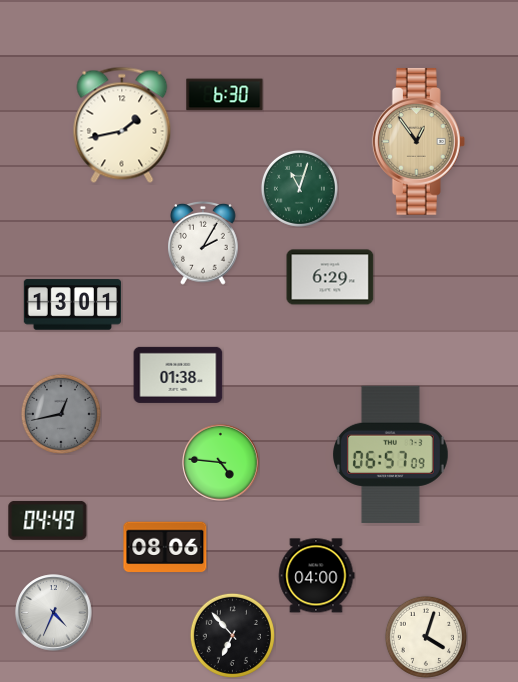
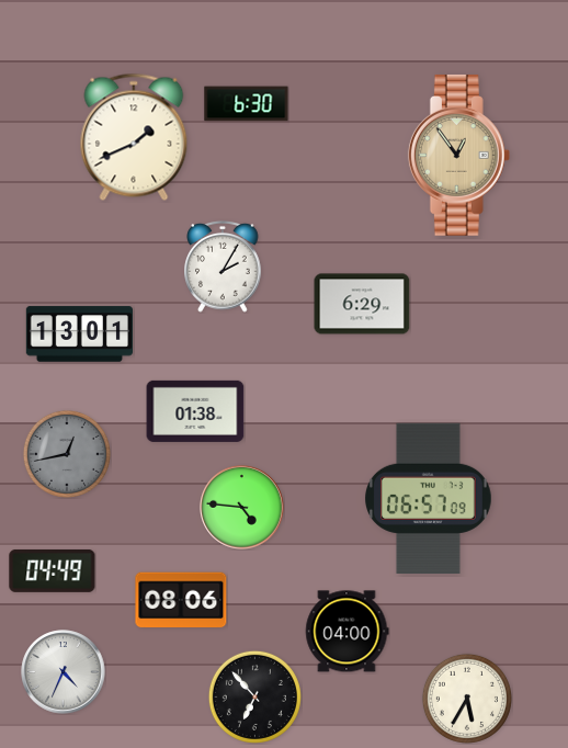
clock at (122, 125): 1:43 -> 1:41
clock at (299, 188): 11:03 -> none
clock at (54, 613) position: (54, 613) -> (64, 672)
clock at (426, 637): 4:03 -> 5:35
